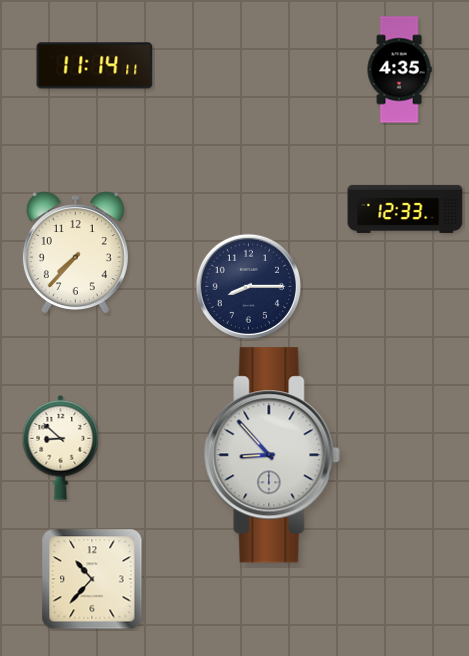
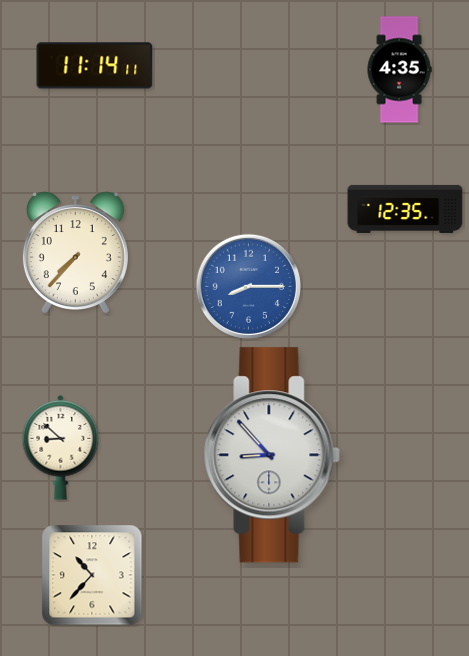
clock at (405, 209): 12:33 -> 12:35
clock at (248, 286) dial: navy -> blue
clock at (92, 579) position: (92, 579) -> (92, 575)
